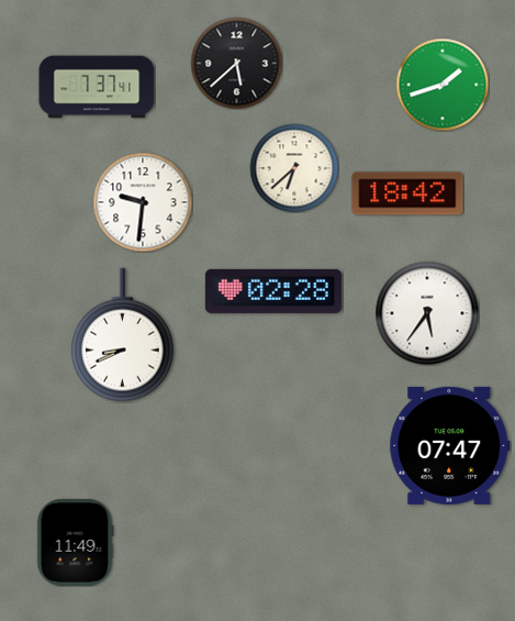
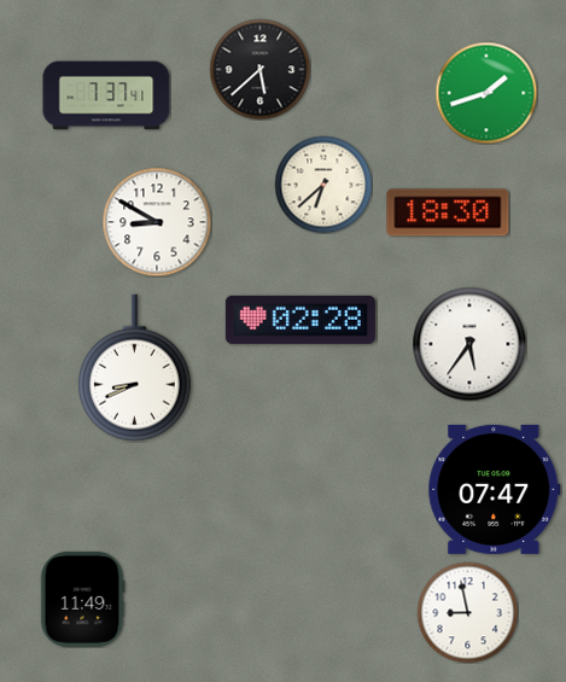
clock at (407, 193): 18:42 -> 18:30
clock at (143, 202): 9:31 -> 8:50
clock at (75, 542) position: (75, 542) -> (82, 599)
clock at (467, 612): none -> 8:58
